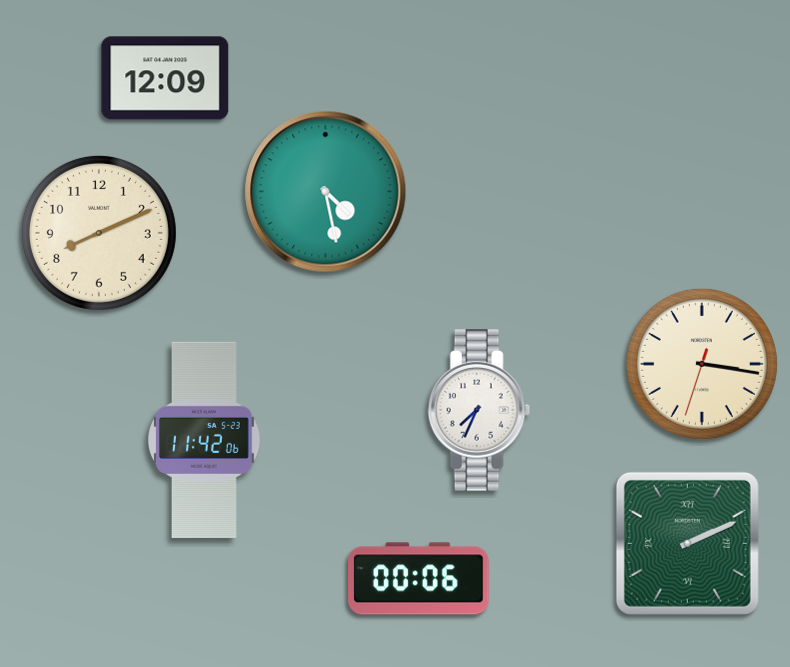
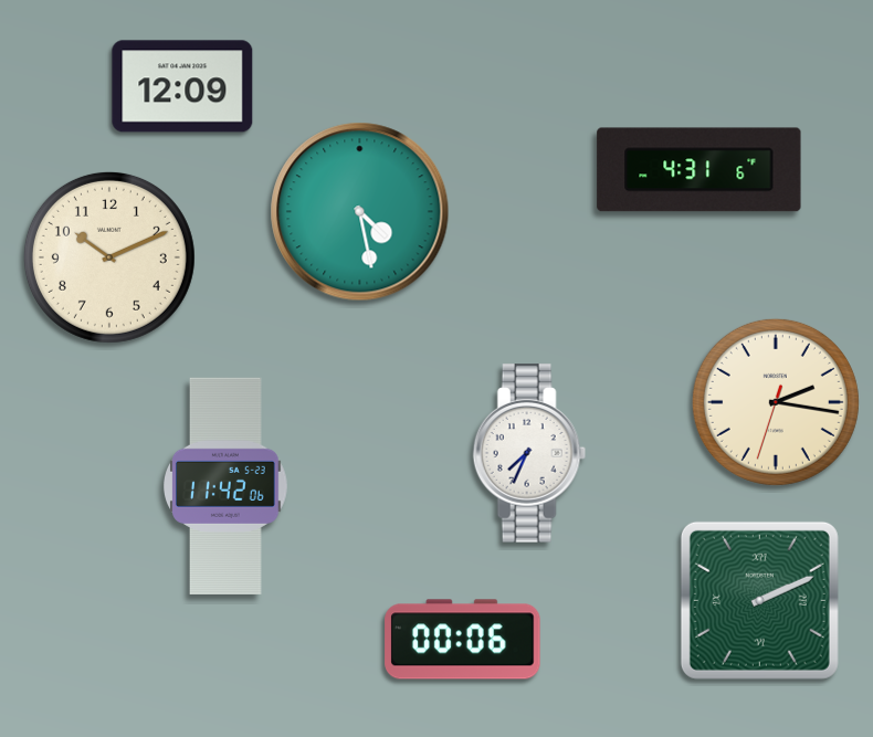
clock at (700, 170): none -> 4:31
clock at (99, 233): 8:11 -> 10:11
clock at (702, 364): 3:16 -> 2:16
